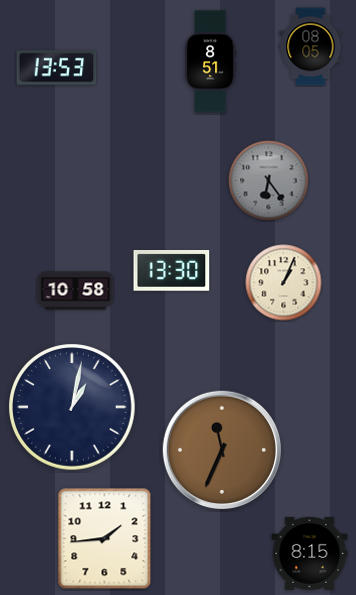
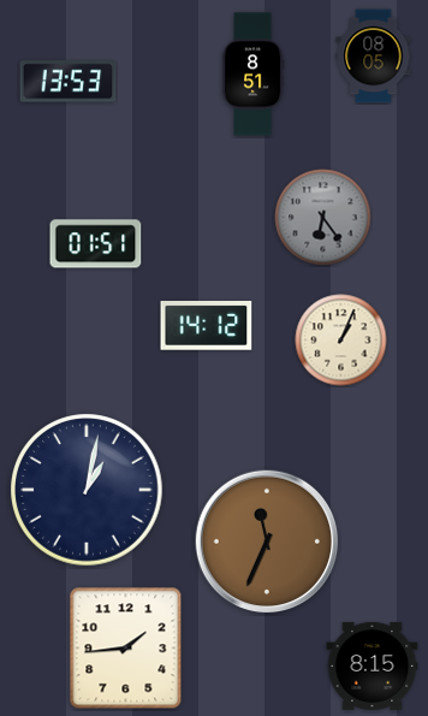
clock at (96, 244): none -> 01:51
clock at (172, 271): 13:30 -> 14:12
clock at (76, 291): 10:58 -> none
